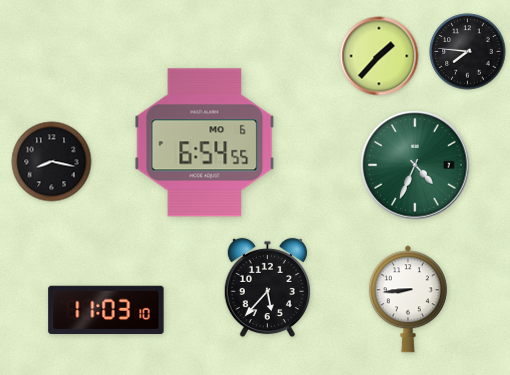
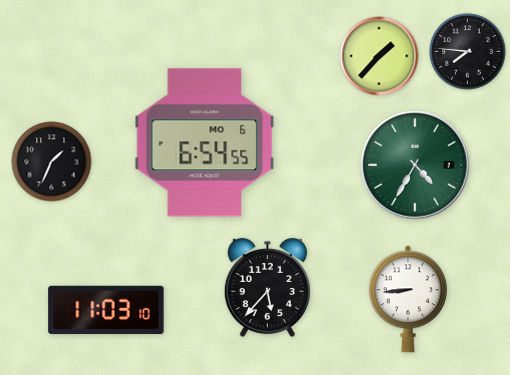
clock at (52, 162): 8:17 -> 1:34
clock at (415, 165): 4:34 -> 4:35
